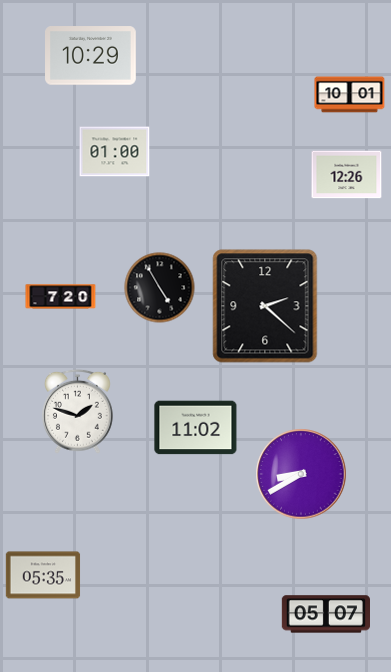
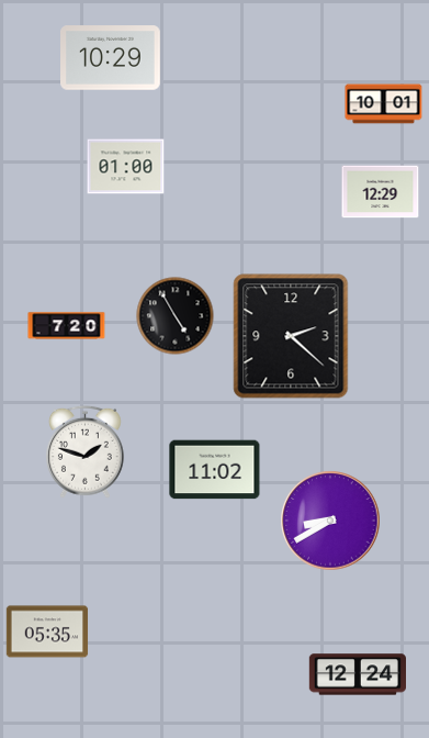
clock at (91, 56) position: (91, 56) -> (111, 58)
clock at (347, 175): 12:26 -> 12:29
clock at (325, 614): 05:07 -> 12:24
